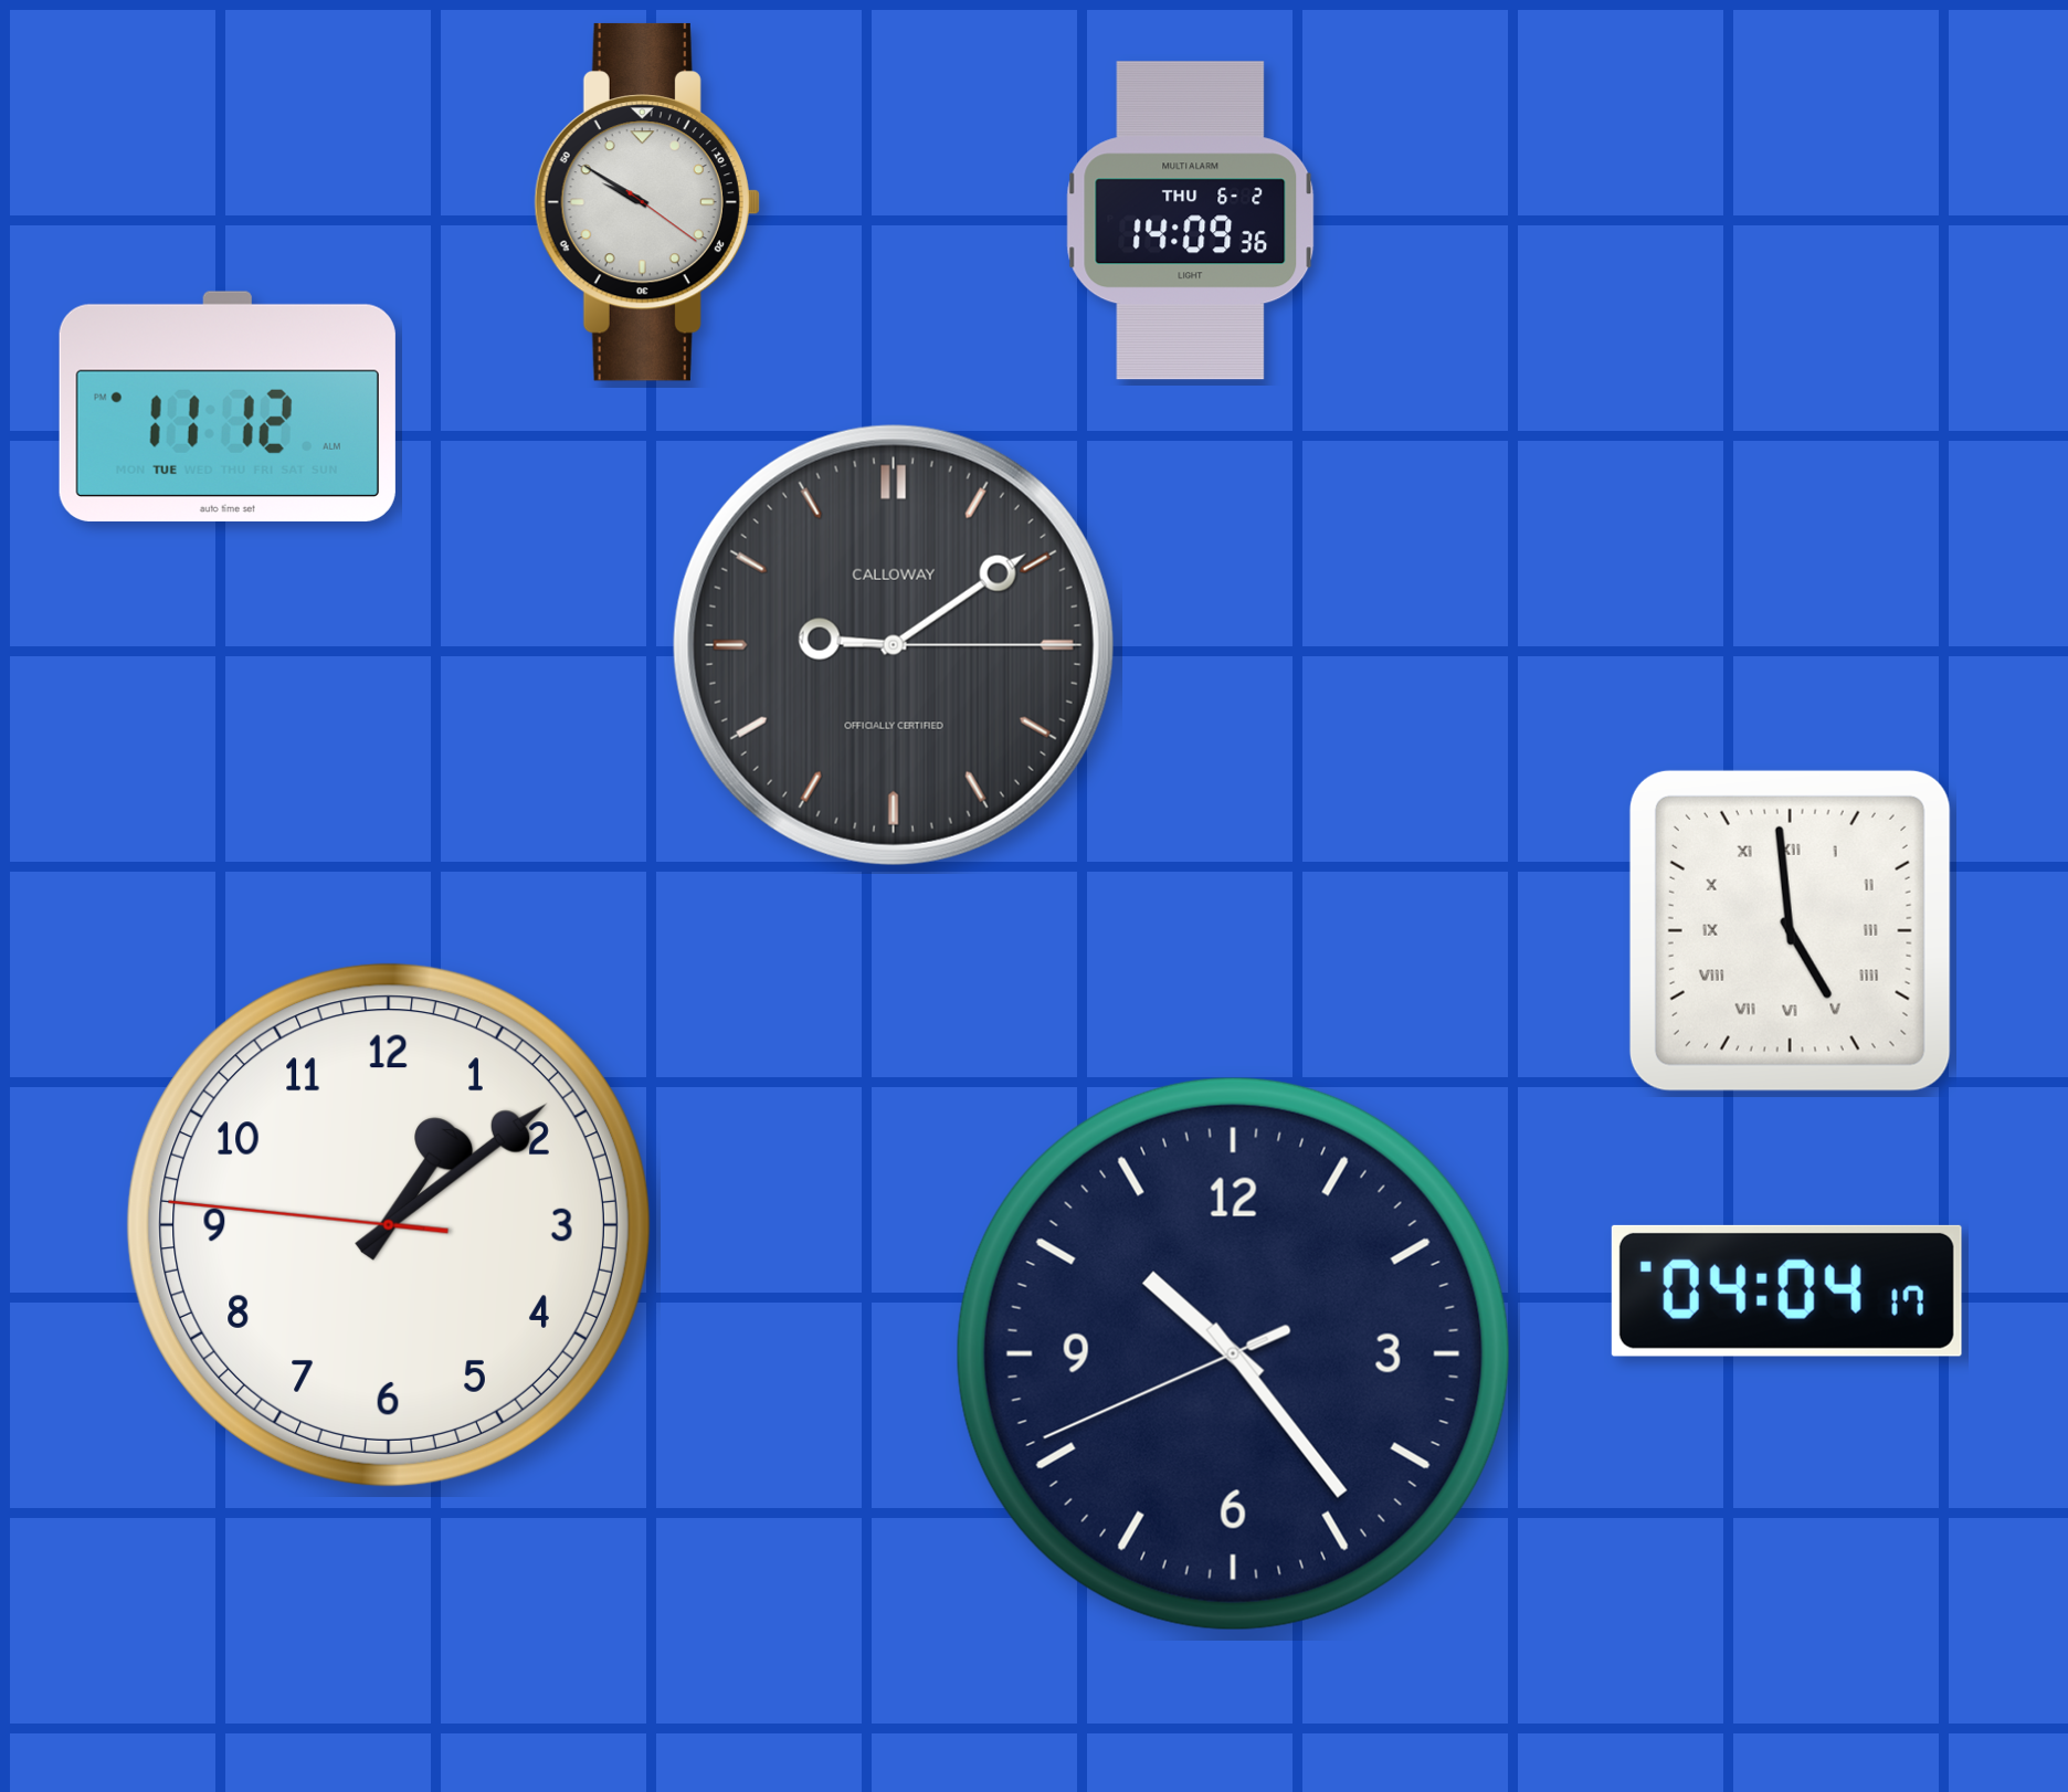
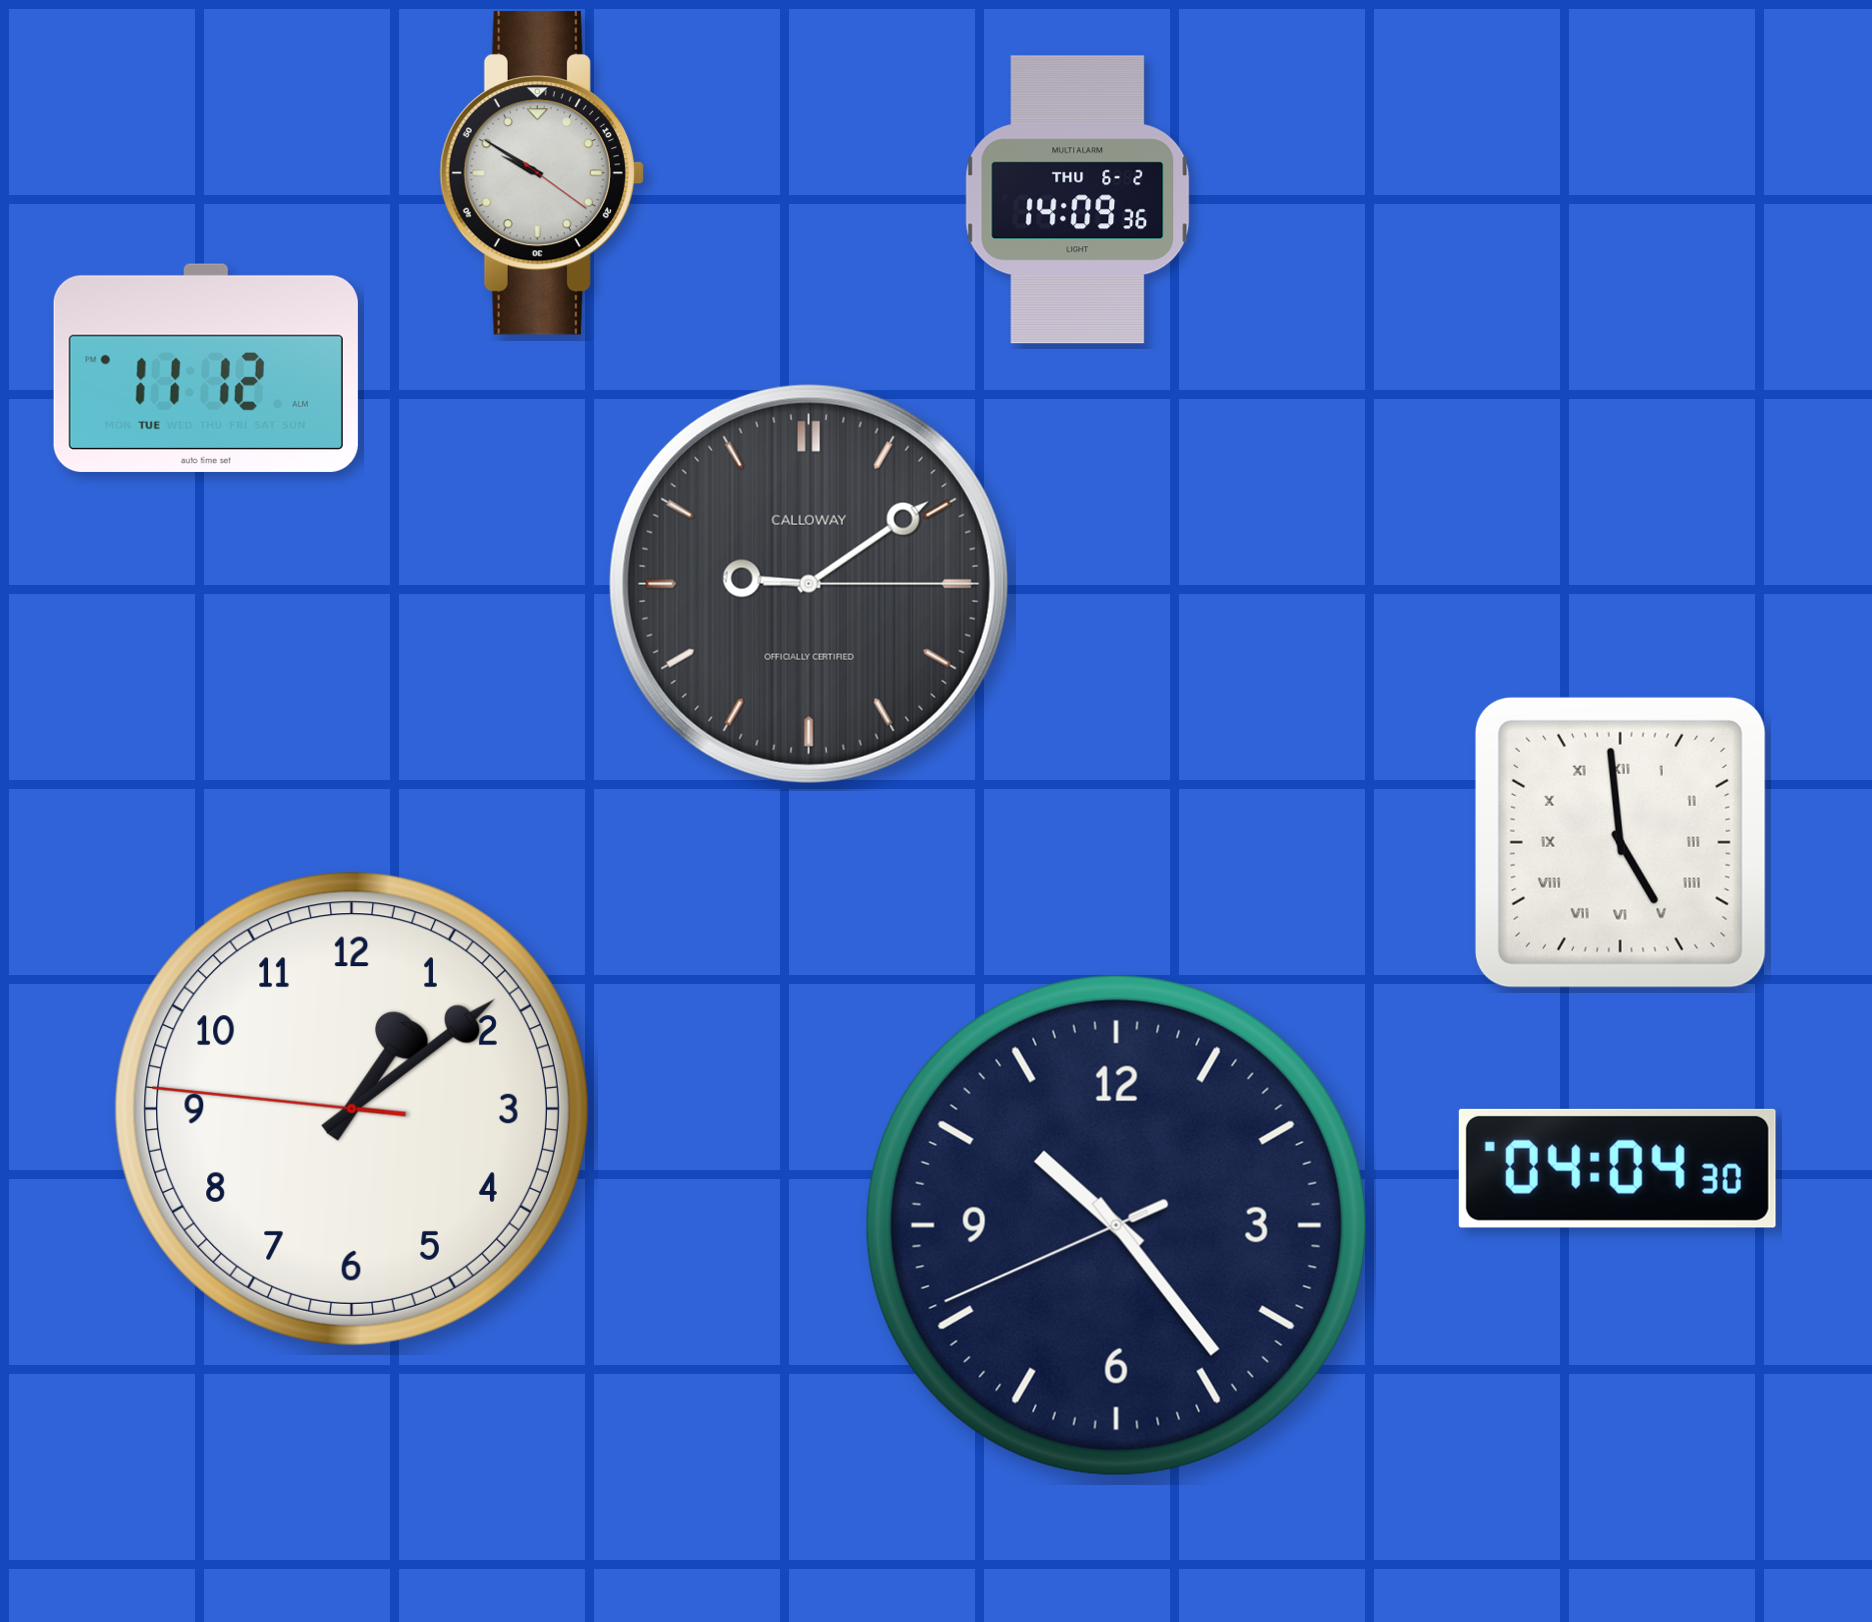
clock at (647, 202) position: (647, 202) -> (542, 173)
clock at (1786, 1290): 04:04:17 -> 04:04:30
